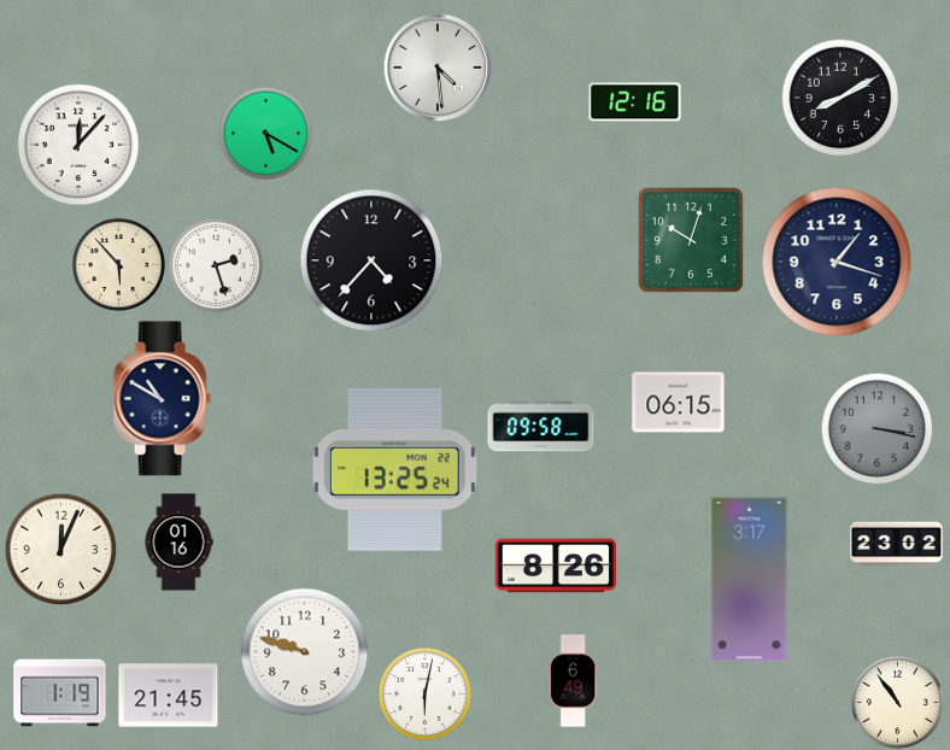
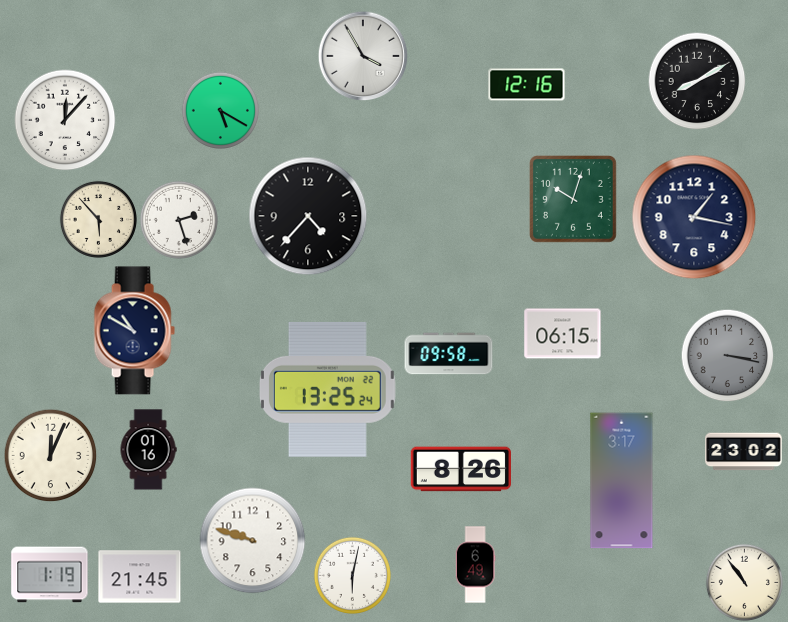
clock at (438, 68): 4:29 -> 3:55
clock at (837, 262): 1:18 -> 1:17
